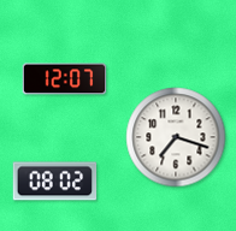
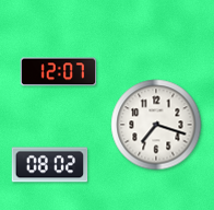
clock at (176, 137) position: (176, 137) -> (156, 125)
